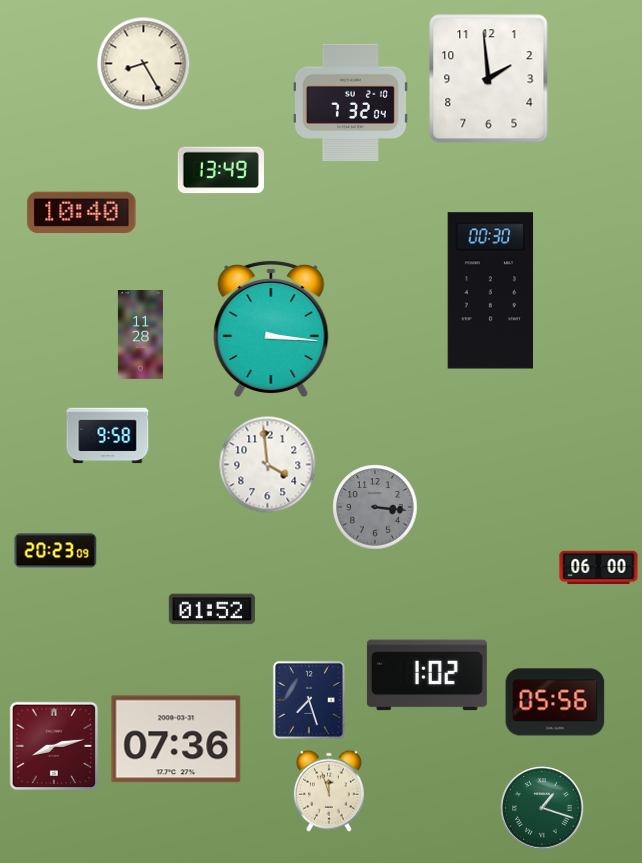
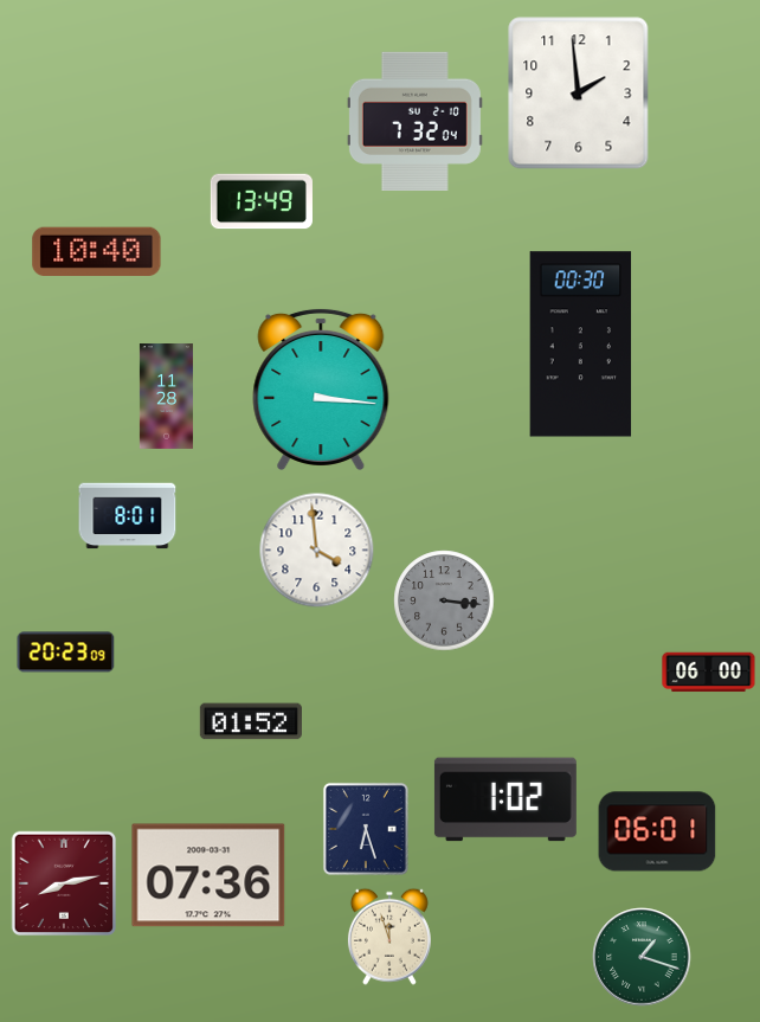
clock at (144, 64): 8:25 -> none
clock at (108, 436): 9:58 -> 8:01
clock at (309, 700): 7:27 -> 6:27
clock at (555, 702): 05:56 -> 06:01
